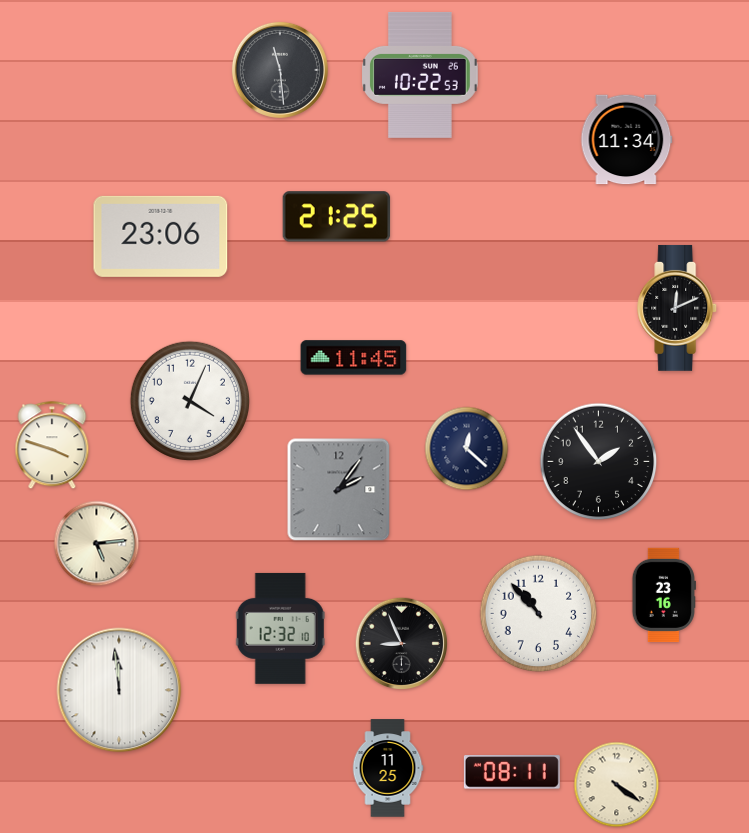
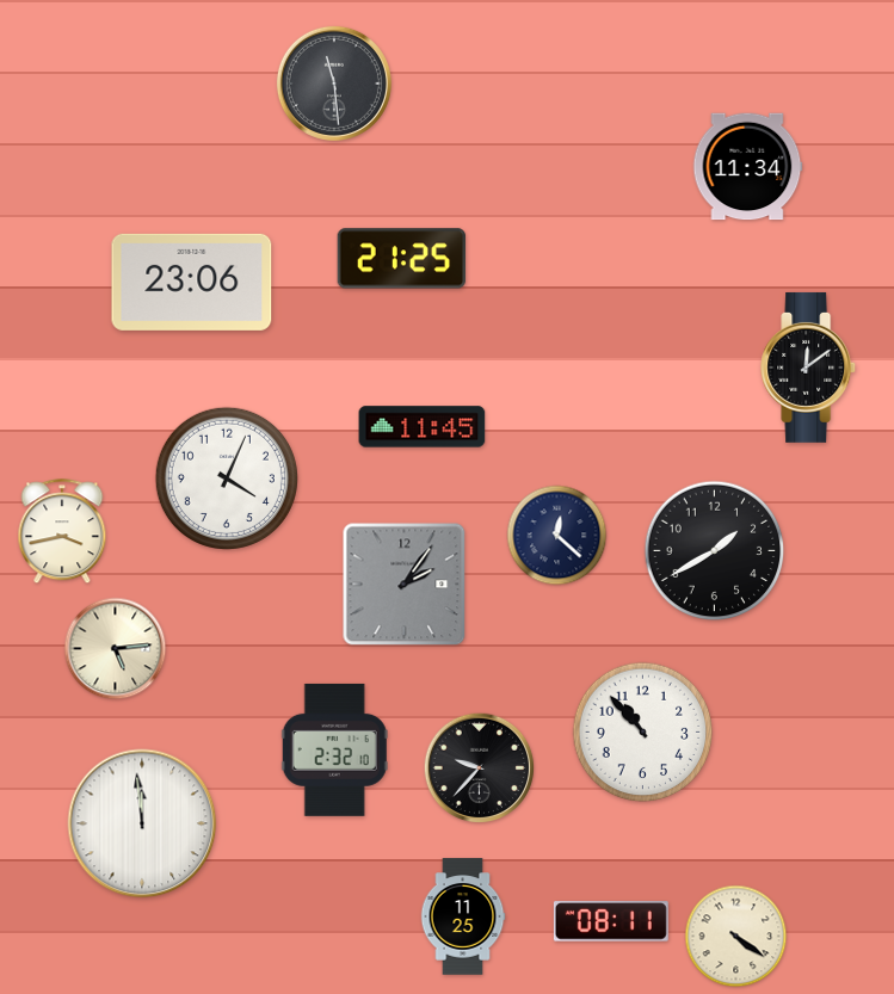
clock at (421, 75): 10:22 -> none
clock at (678, 308): 12:11 -> 12:09
clock at (52, 446): 3:48 -> 3:43
clock at (599, 462): 1:54 -> 1:40
clock at (664, 595): 23:16 -> none
clock at (280, 628): 12:32 -> 2:32
clock at (402, 644): 8:56 -> 9:37
